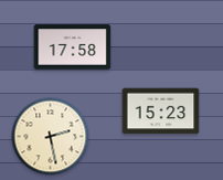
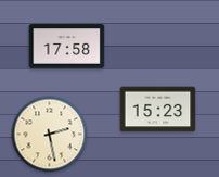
clock at (73, 47) position: (73, 47) -> (67, 47)
